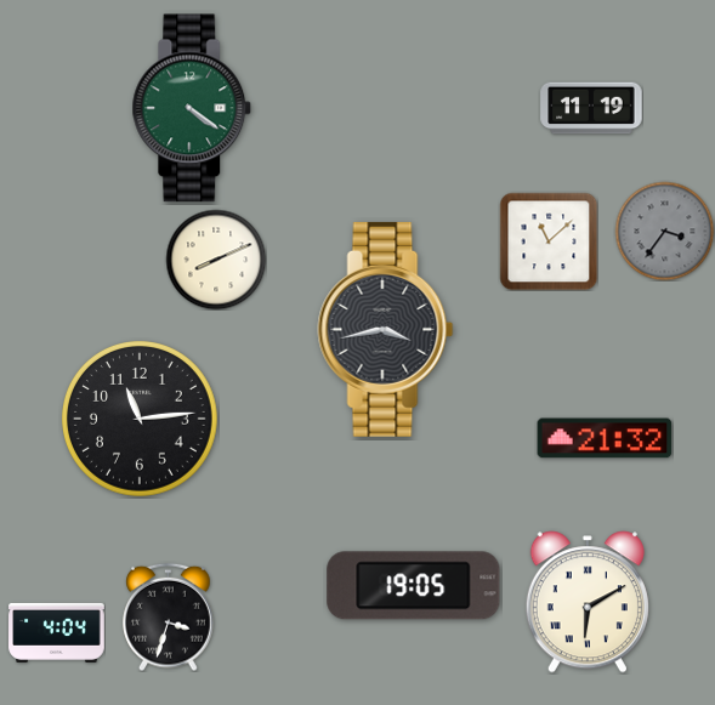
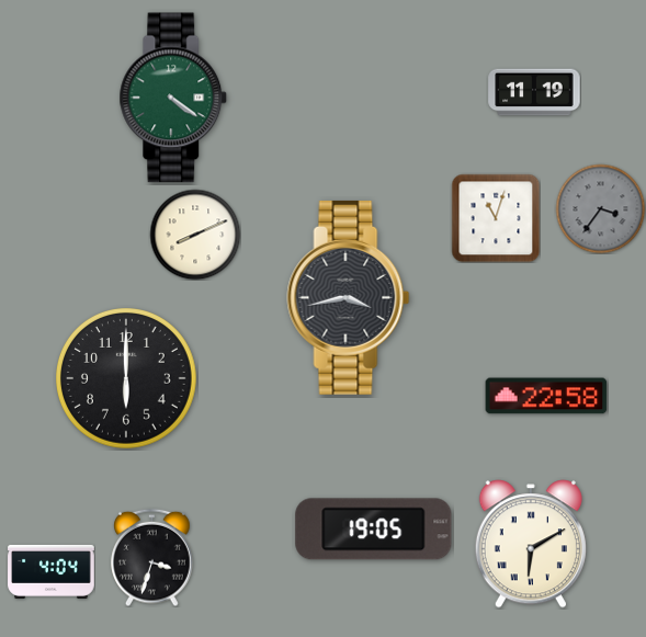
clock at (591, 108) position: (591, 108) -> (534, 92)
clock at (549, 241): 11:08 -> 11:03
clock at (141, 420): 11:14 -> 6:00
clock at (605, 438): 21:32 -> 22:58
